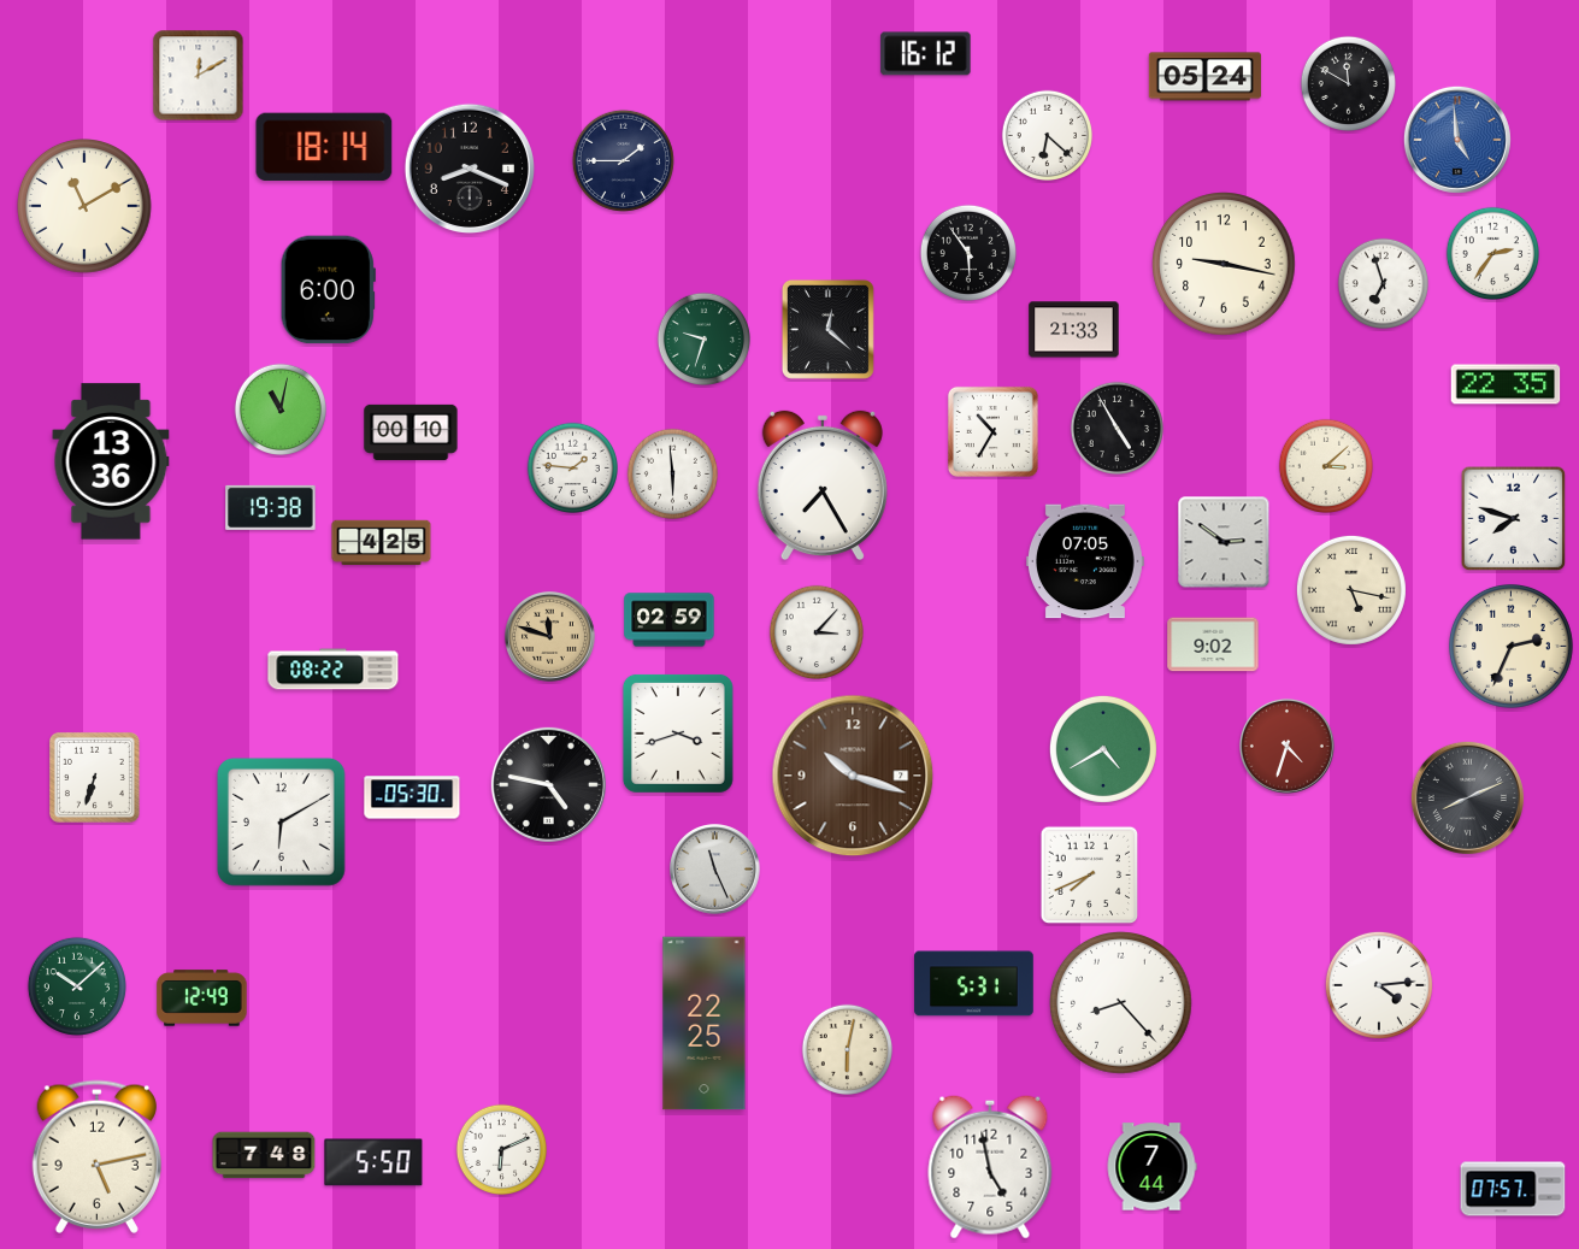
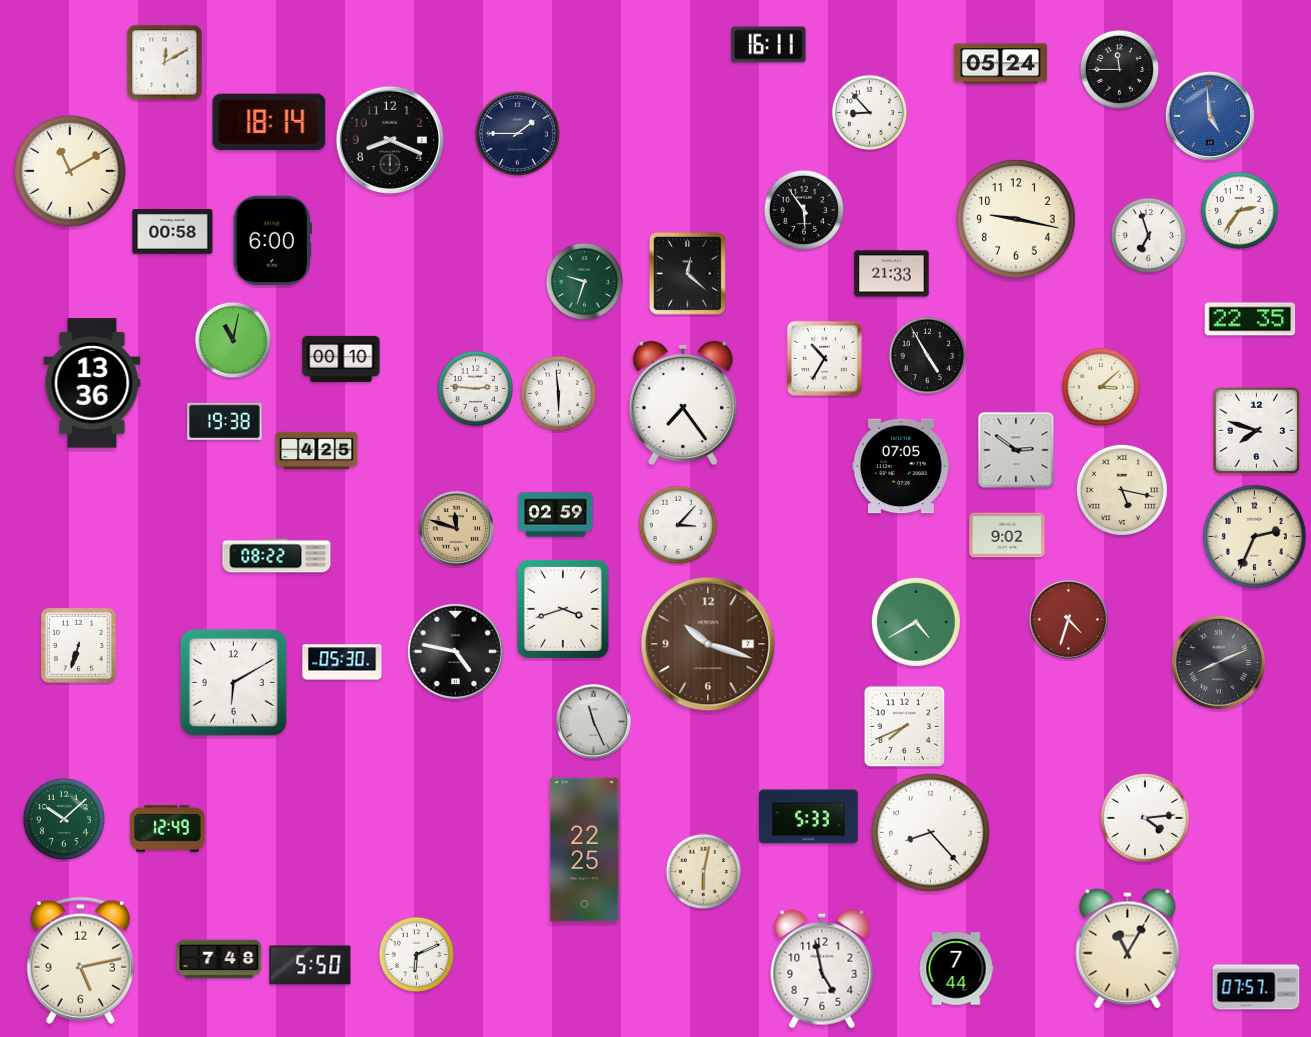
clock at (926, 54): 16:12 -> 16:11
clock at (1348, 83): 11:50 -> 11:45
clock at (1047, 135): 6:22 -> 8:53
clock at (173, 232): none -> 00:58
clock at (572, 467): 1:46 -> 2:46
clock at (823, 485): 7:25 -> 7:24
clock at (974, 984): 5:31 -> 5:33
clock at (1128, 949): none -> 11:05
